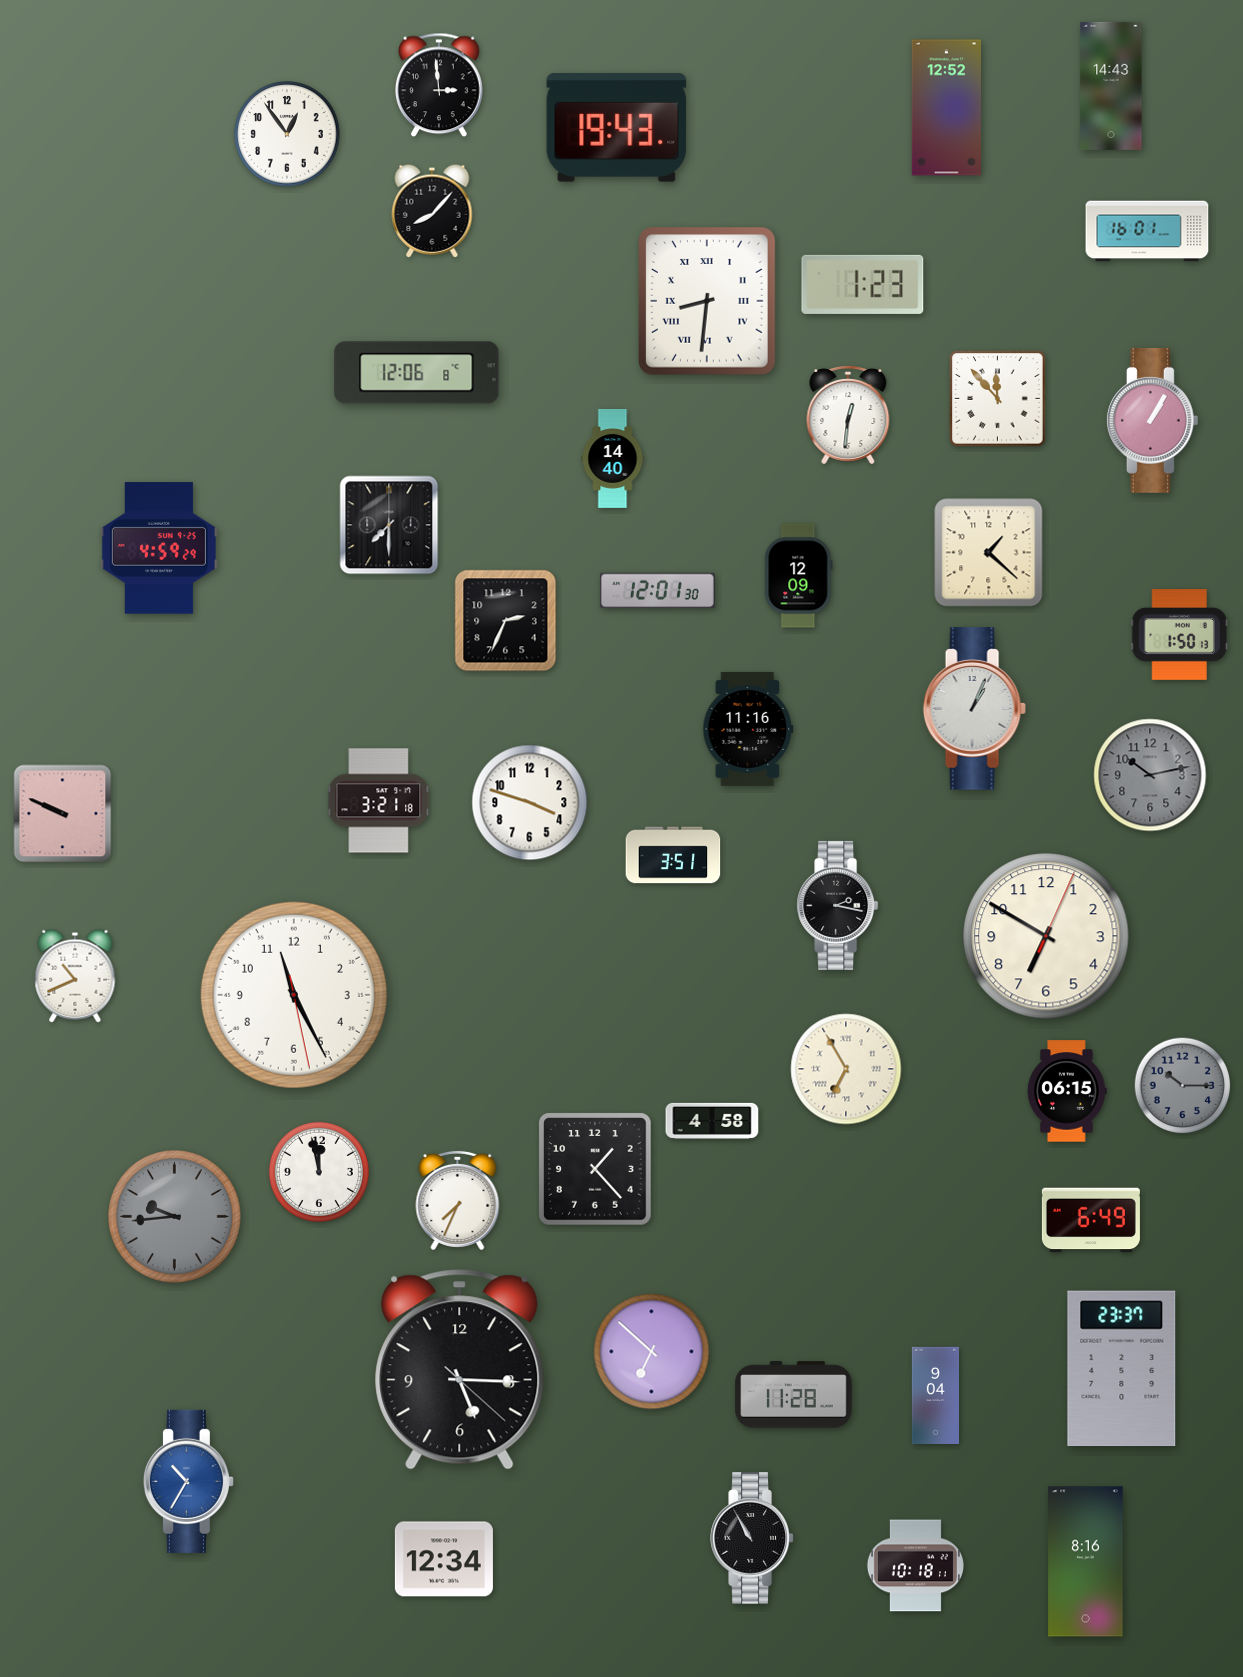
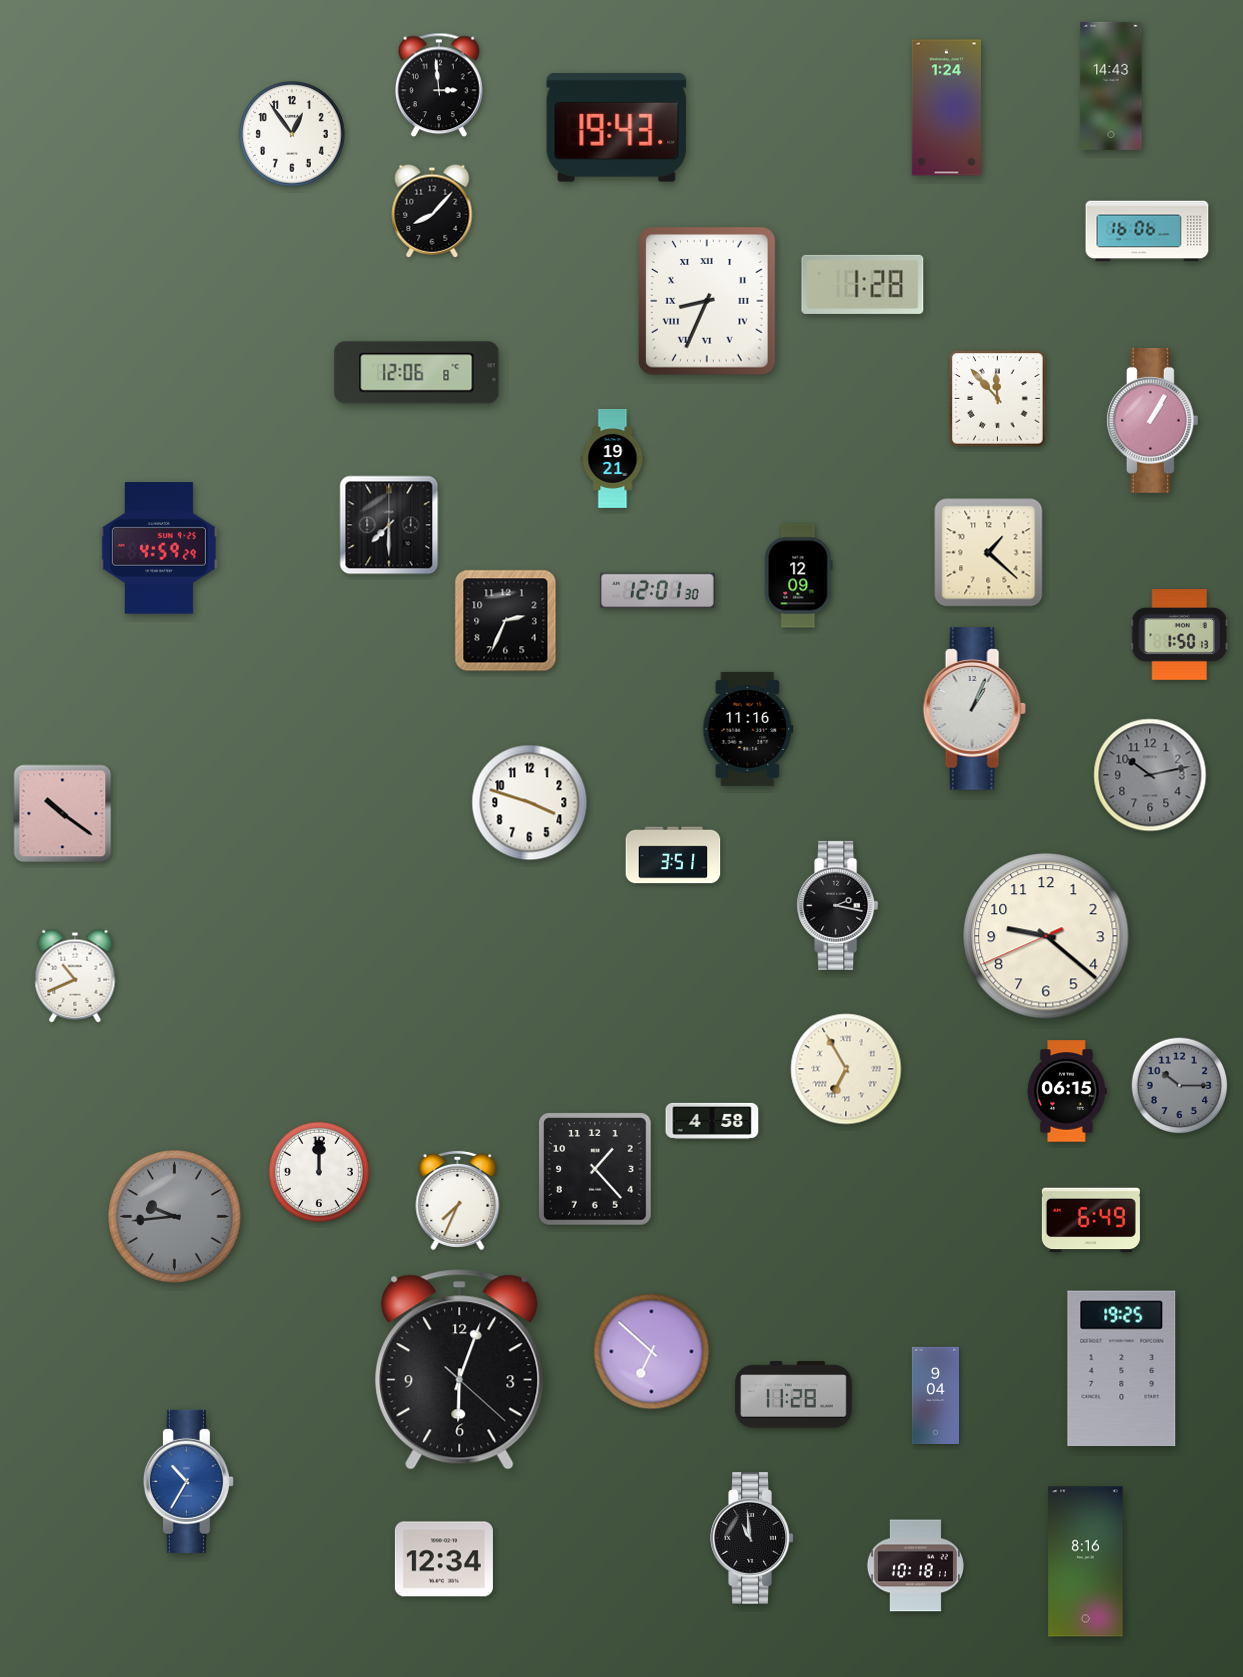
clock at (946, 108): 12:52 -> 1:24
clock at (287, 134) position: (287, 134) -> (292, 134)
clock at (1147, 231): 16:01 -> 16:06
clock at (863, 284): 1:23 -> 1:28
clock at (708, 301): 8:31 -> 8:34
clock at (848, 416): 12:31 -> none
clock at (613, 458): 14:40 -> 19:21
clock at (379, 801): 3:21 -> none
clock at (63, 814): 9:49 -> 10:21
clock at (1046, 936): 6:50 -> 9:21
clock at (294, 995): 11:25 -> none
clock at (1183, 1086) position: (1183, 1086) -> (1180, 1086)
clock at (319, 1172): 11:58 -> 12:00
clock at (1122, 1369): 23:37 -> 19:25
clock at (460, 1370): 5:15 -> 6:03
clock at (752, 1538): 10:55 -> 10:59
